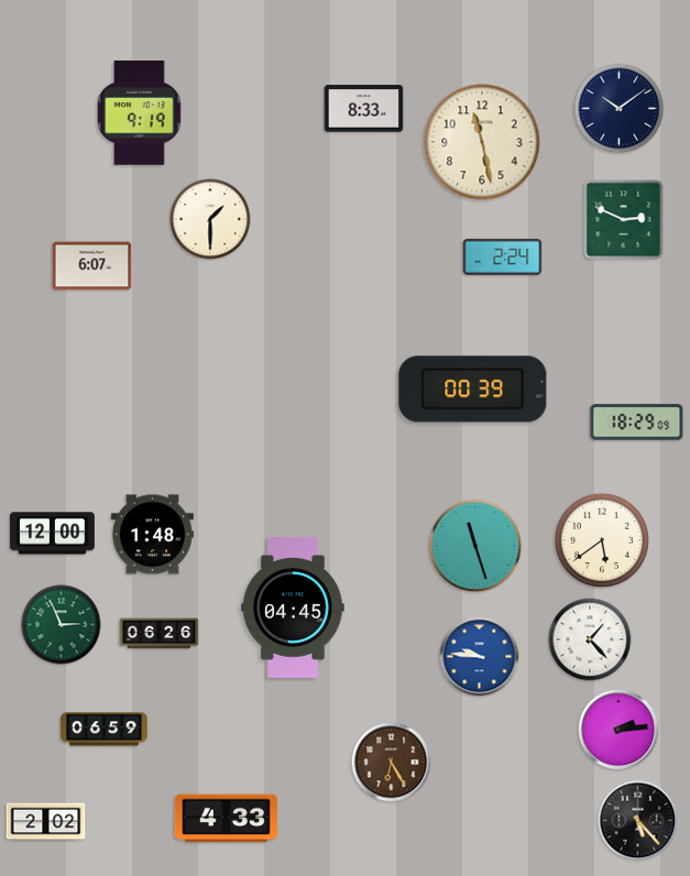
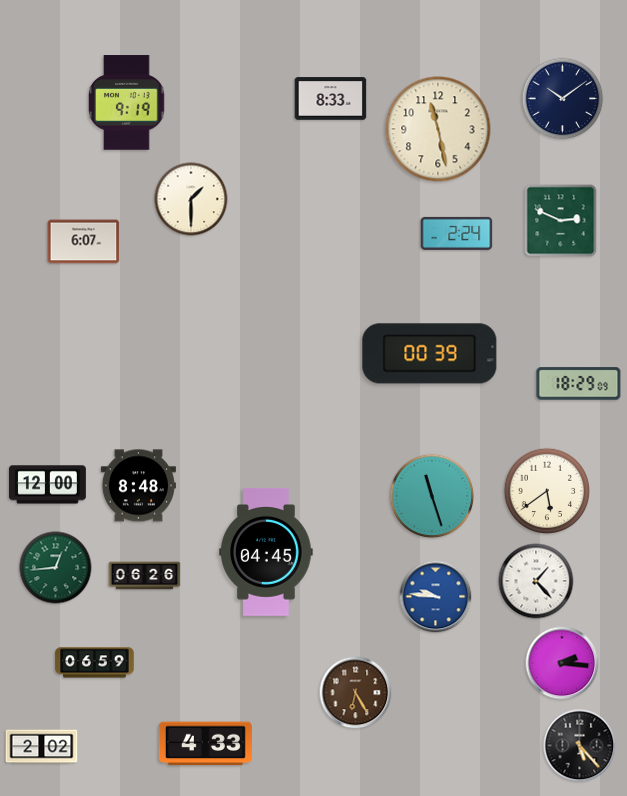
clock at (624, 220) position: (624, 220) -> (561, 221)
clock at (152, 535): 1:48 -> 8:48
clock at (62, 625): 2:56 -> 12:44
clock at (618, 730): 2:14 -> 2:16
